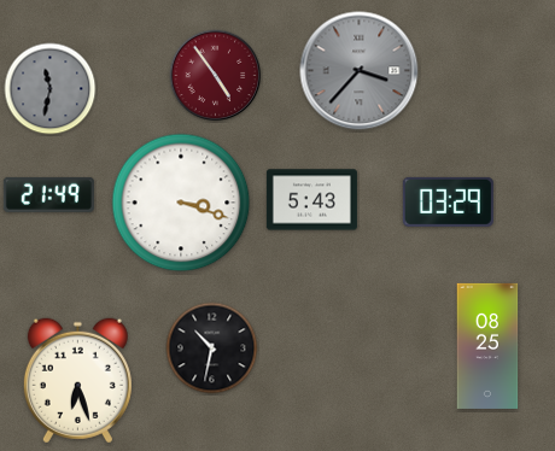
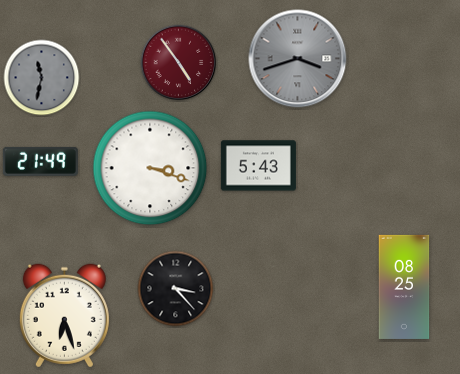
clock at (360, 71): 3:37 -> 3:42
clock at (51, 89) position: (51, 89) -> (42, 78)
clock at (448, 201): 03:29 -> none
clock at (212, 348): 10:32 -> 3:23
